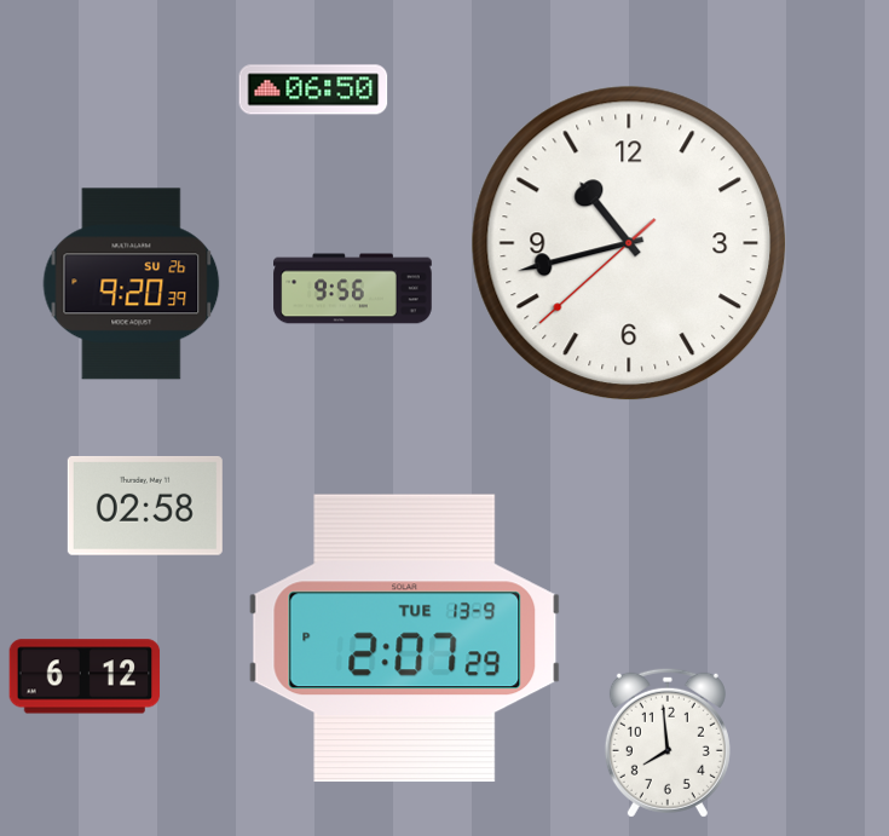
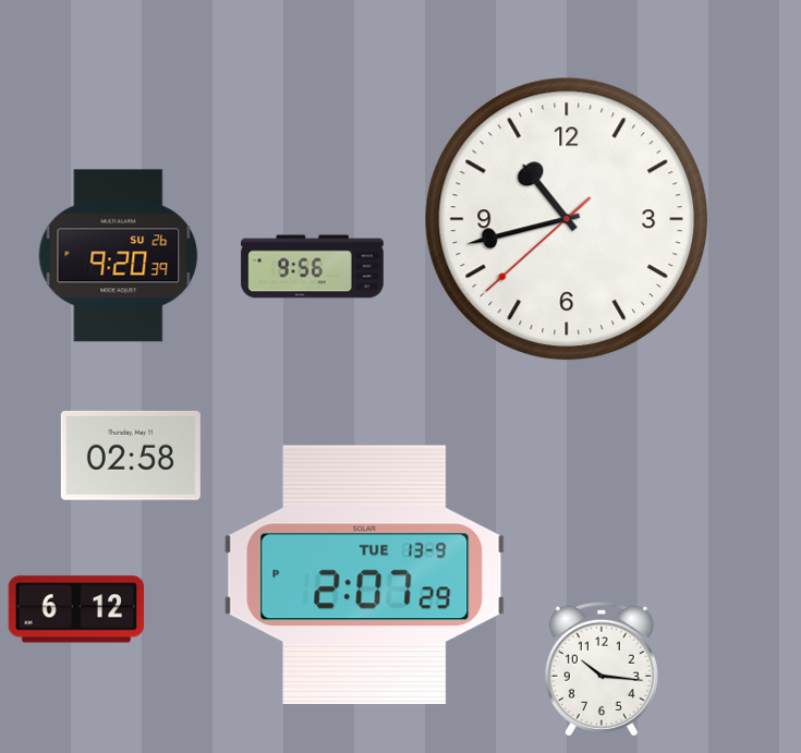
clock at (313, 90): 06:50 -> none
clock at (353, 289) position: (353, 289) -> (313, 267)
clock at (668, 743): 7:59 -> 10:16
